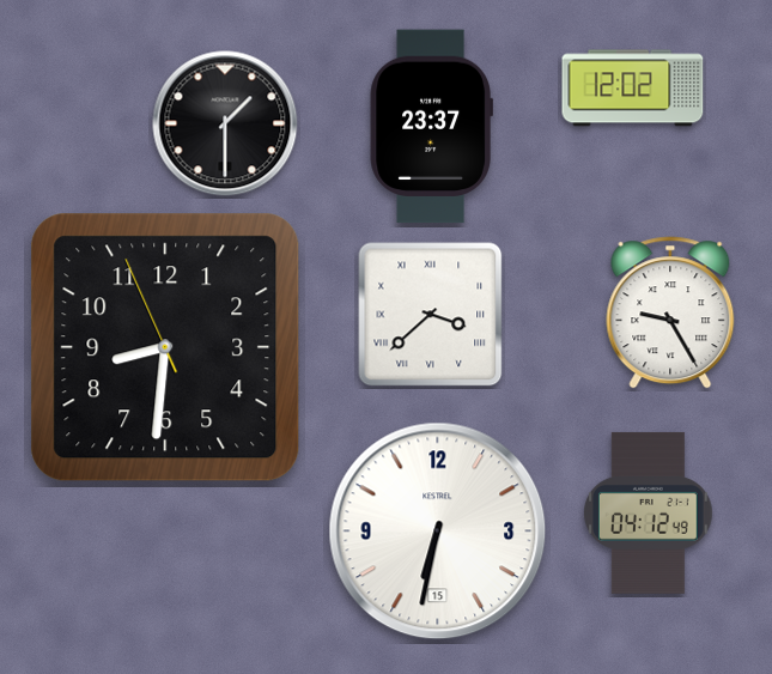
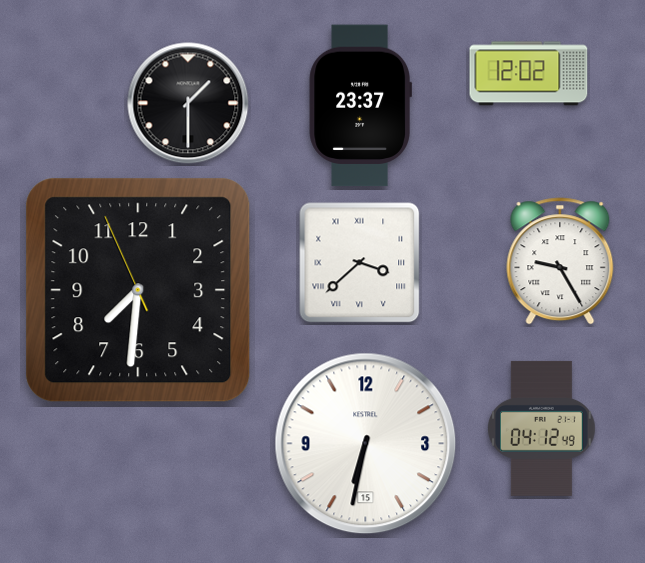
clock at (165, 347): 8:30 -> 7:30
